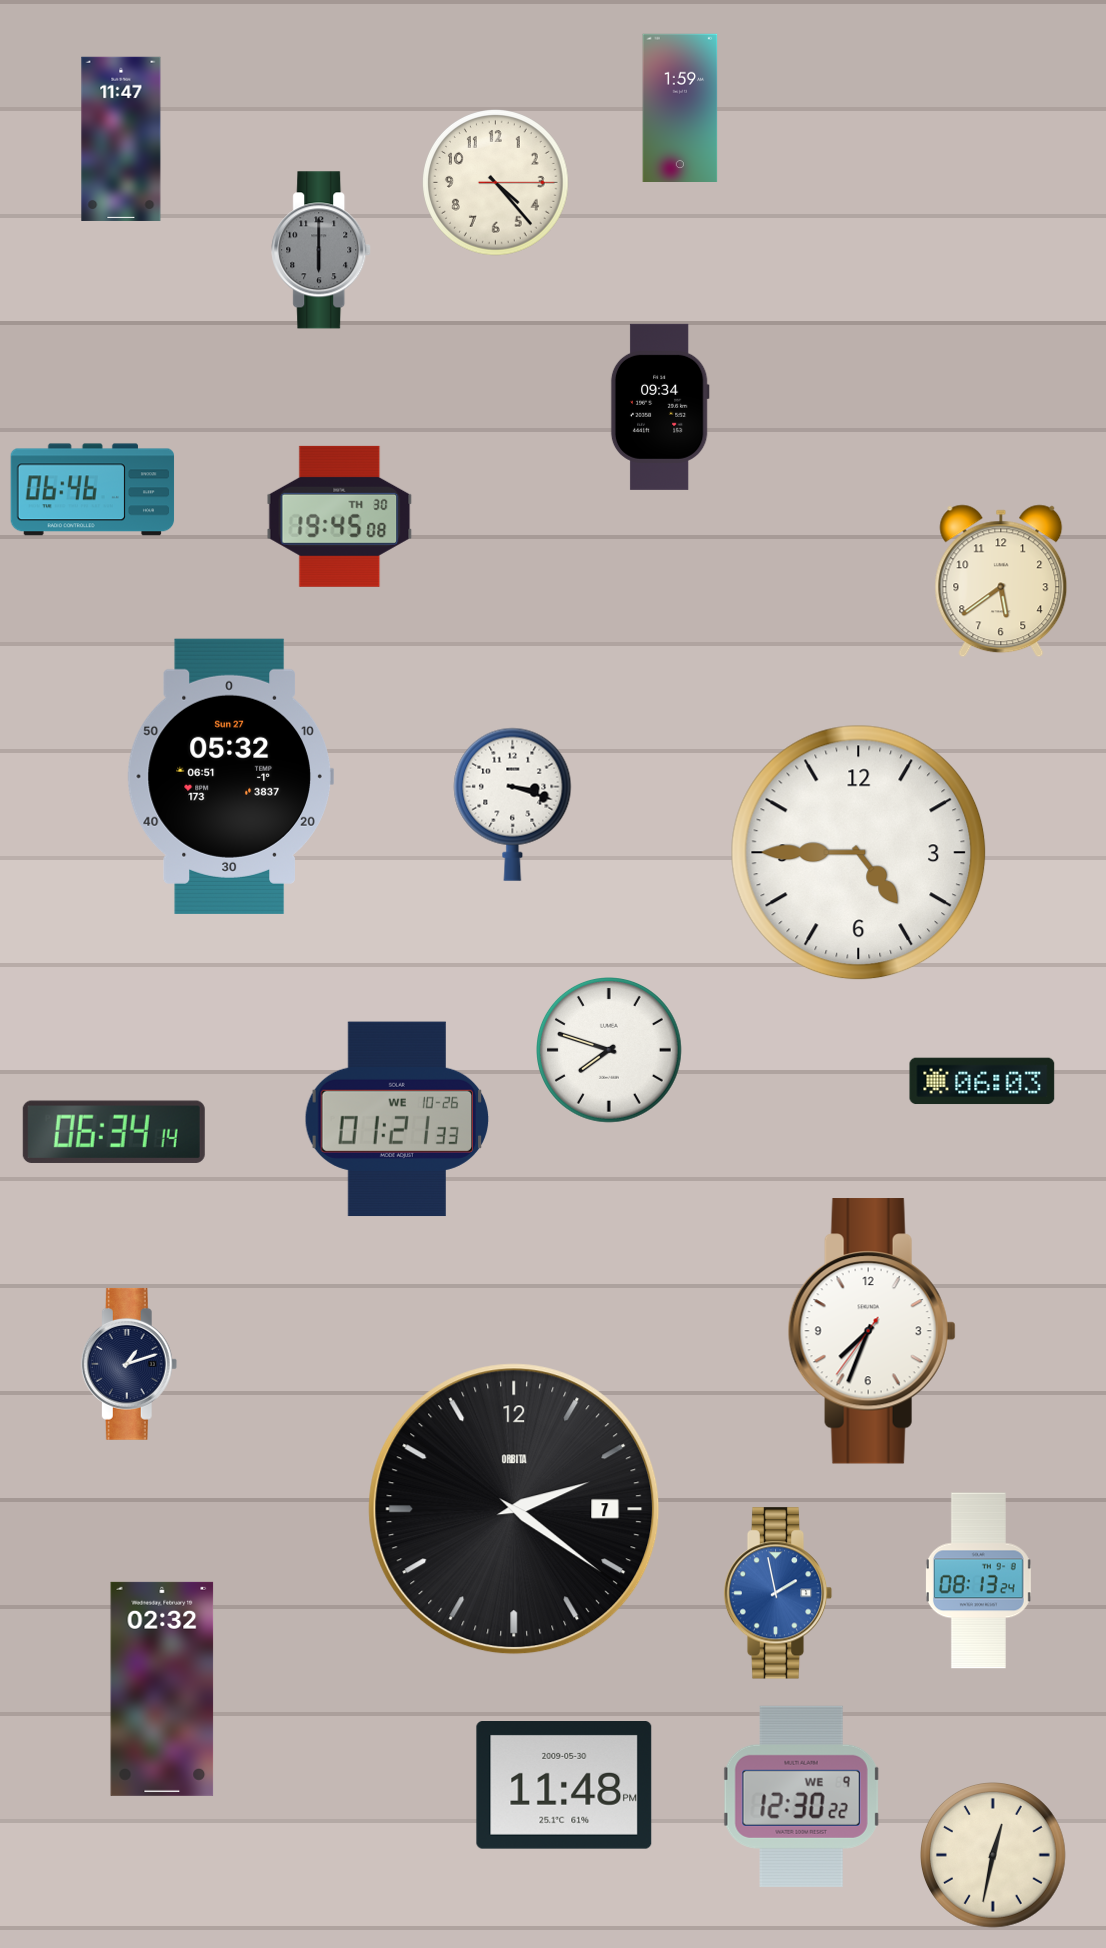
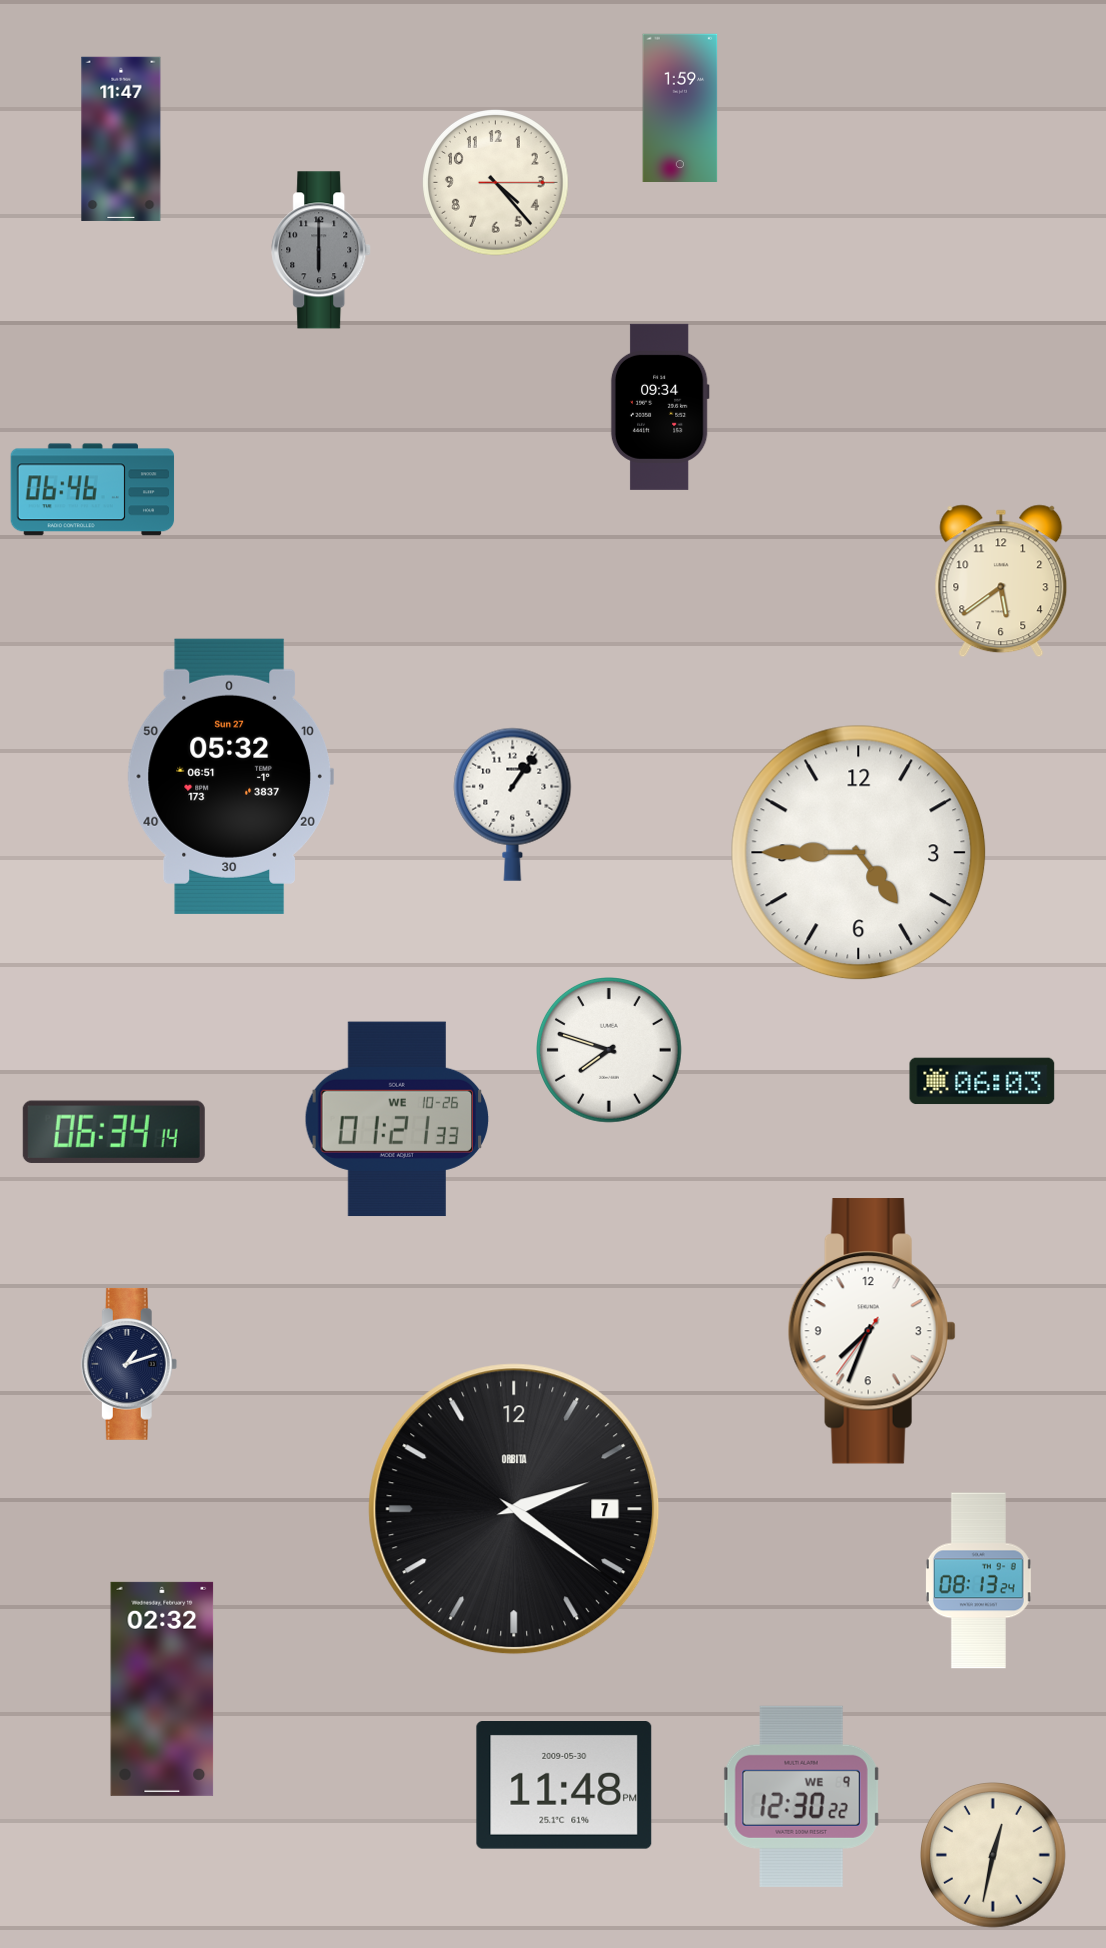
clock at (340, 516): 19:45 -> none
clock at (513, 804): 3:18 -> 1:06
clock at (778, 1593): 1:58 -> none
